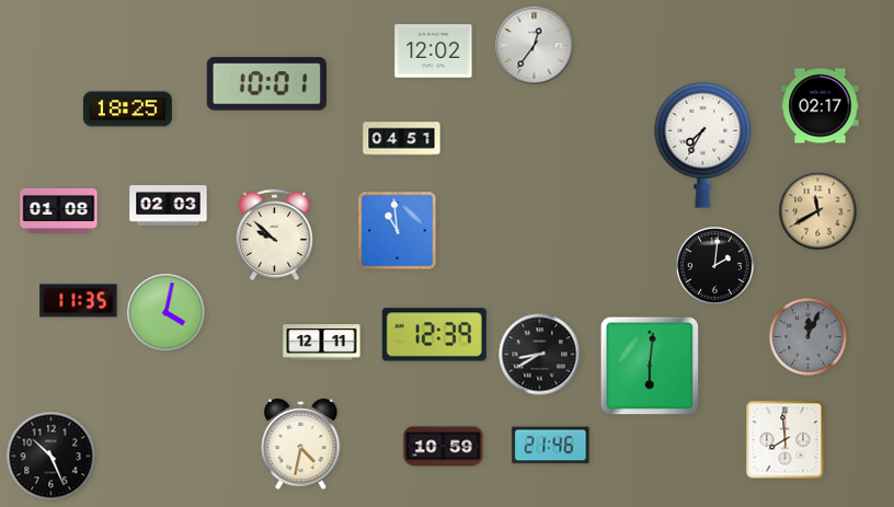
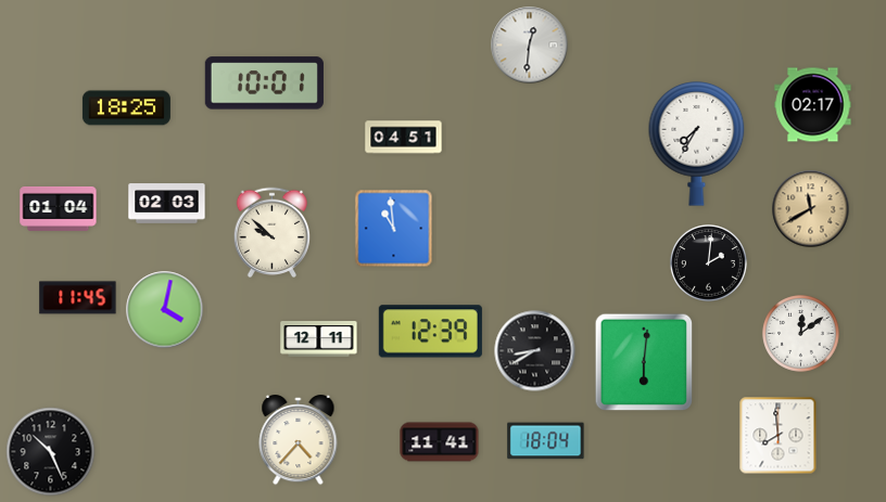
clock at (535, 46): 12:36 -> 12:31
clock at (434, 51): 12:02 -> none
clock at (402, 139) position: (402, 139) -> (404, 138)
clock at (59, 210): 01:08 -> 01:04
clock at (79, 301): 11:35 -> 11:45
clock at (809, 337): 12:04 -> 12:09
clock at (809, 337) dial: grey -> white
clock at (301, 446): 4:32 -> 4:37
clock at (551, 446): 21:46 -> 18:04
clock at (444, 447): 10:59 -> 11:41
